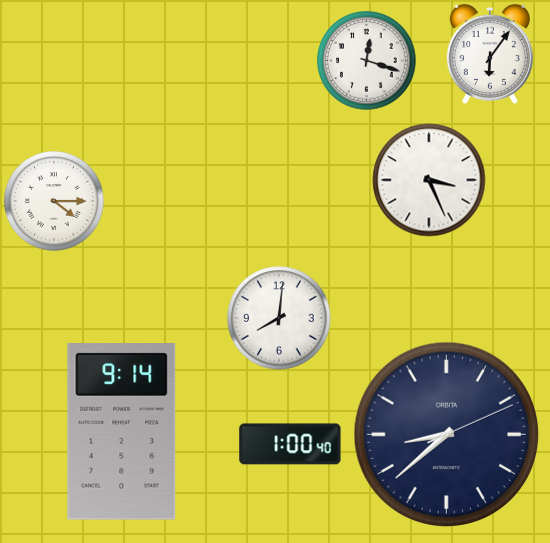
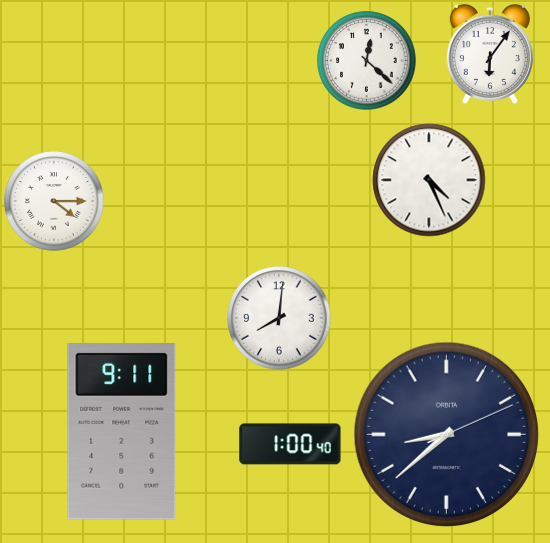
clock at (367, 61): 12:18 -> 12:22
clock at (429, 180): 3:26 -> 4:26
clock at (122, 432): 9:14 -> 9:11
